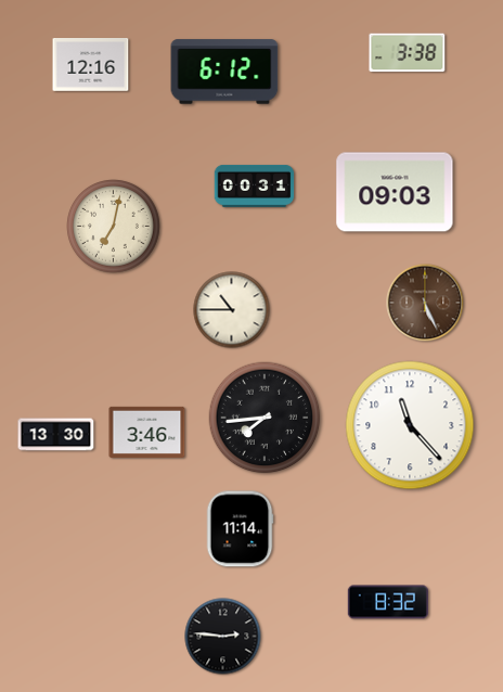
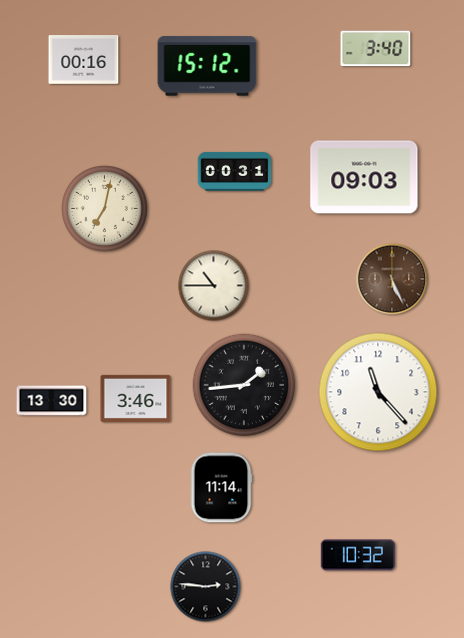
clock at (408, 53): 3:38 -> 3:40
clock at (91, 65): 12:16 -> 00:16
clock at (224, 72): 6:12 -> 15:12
clock at (265, 418): 7:44 -> 1:44
clock at (388, 602): 8:32 -> 10:32
